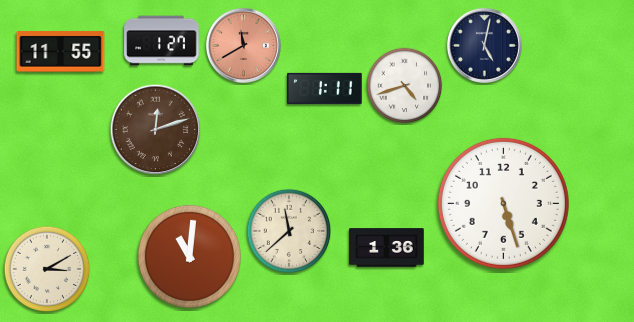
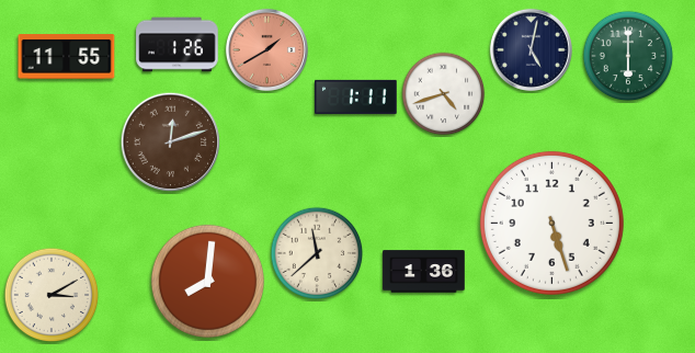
clock at (162, 41): 1:27 -> 1:26
clock at (243, 45): 11:40 -> 1:40
clock at (628, 56): none -> 6:00
clock at (189, 256): 11:01 -> 8:01
